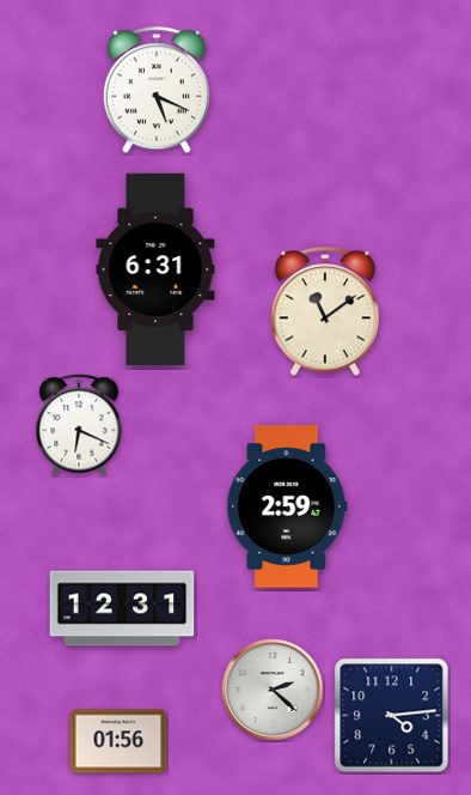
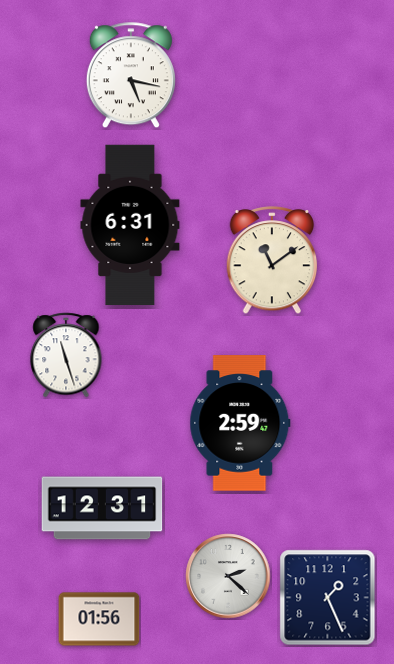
clock at (157, 91): 5:19 -> 5:17
clock at (79, 425): 6:19 -> 11:27
clock at (392, 716): 4:14 -> 1:26
